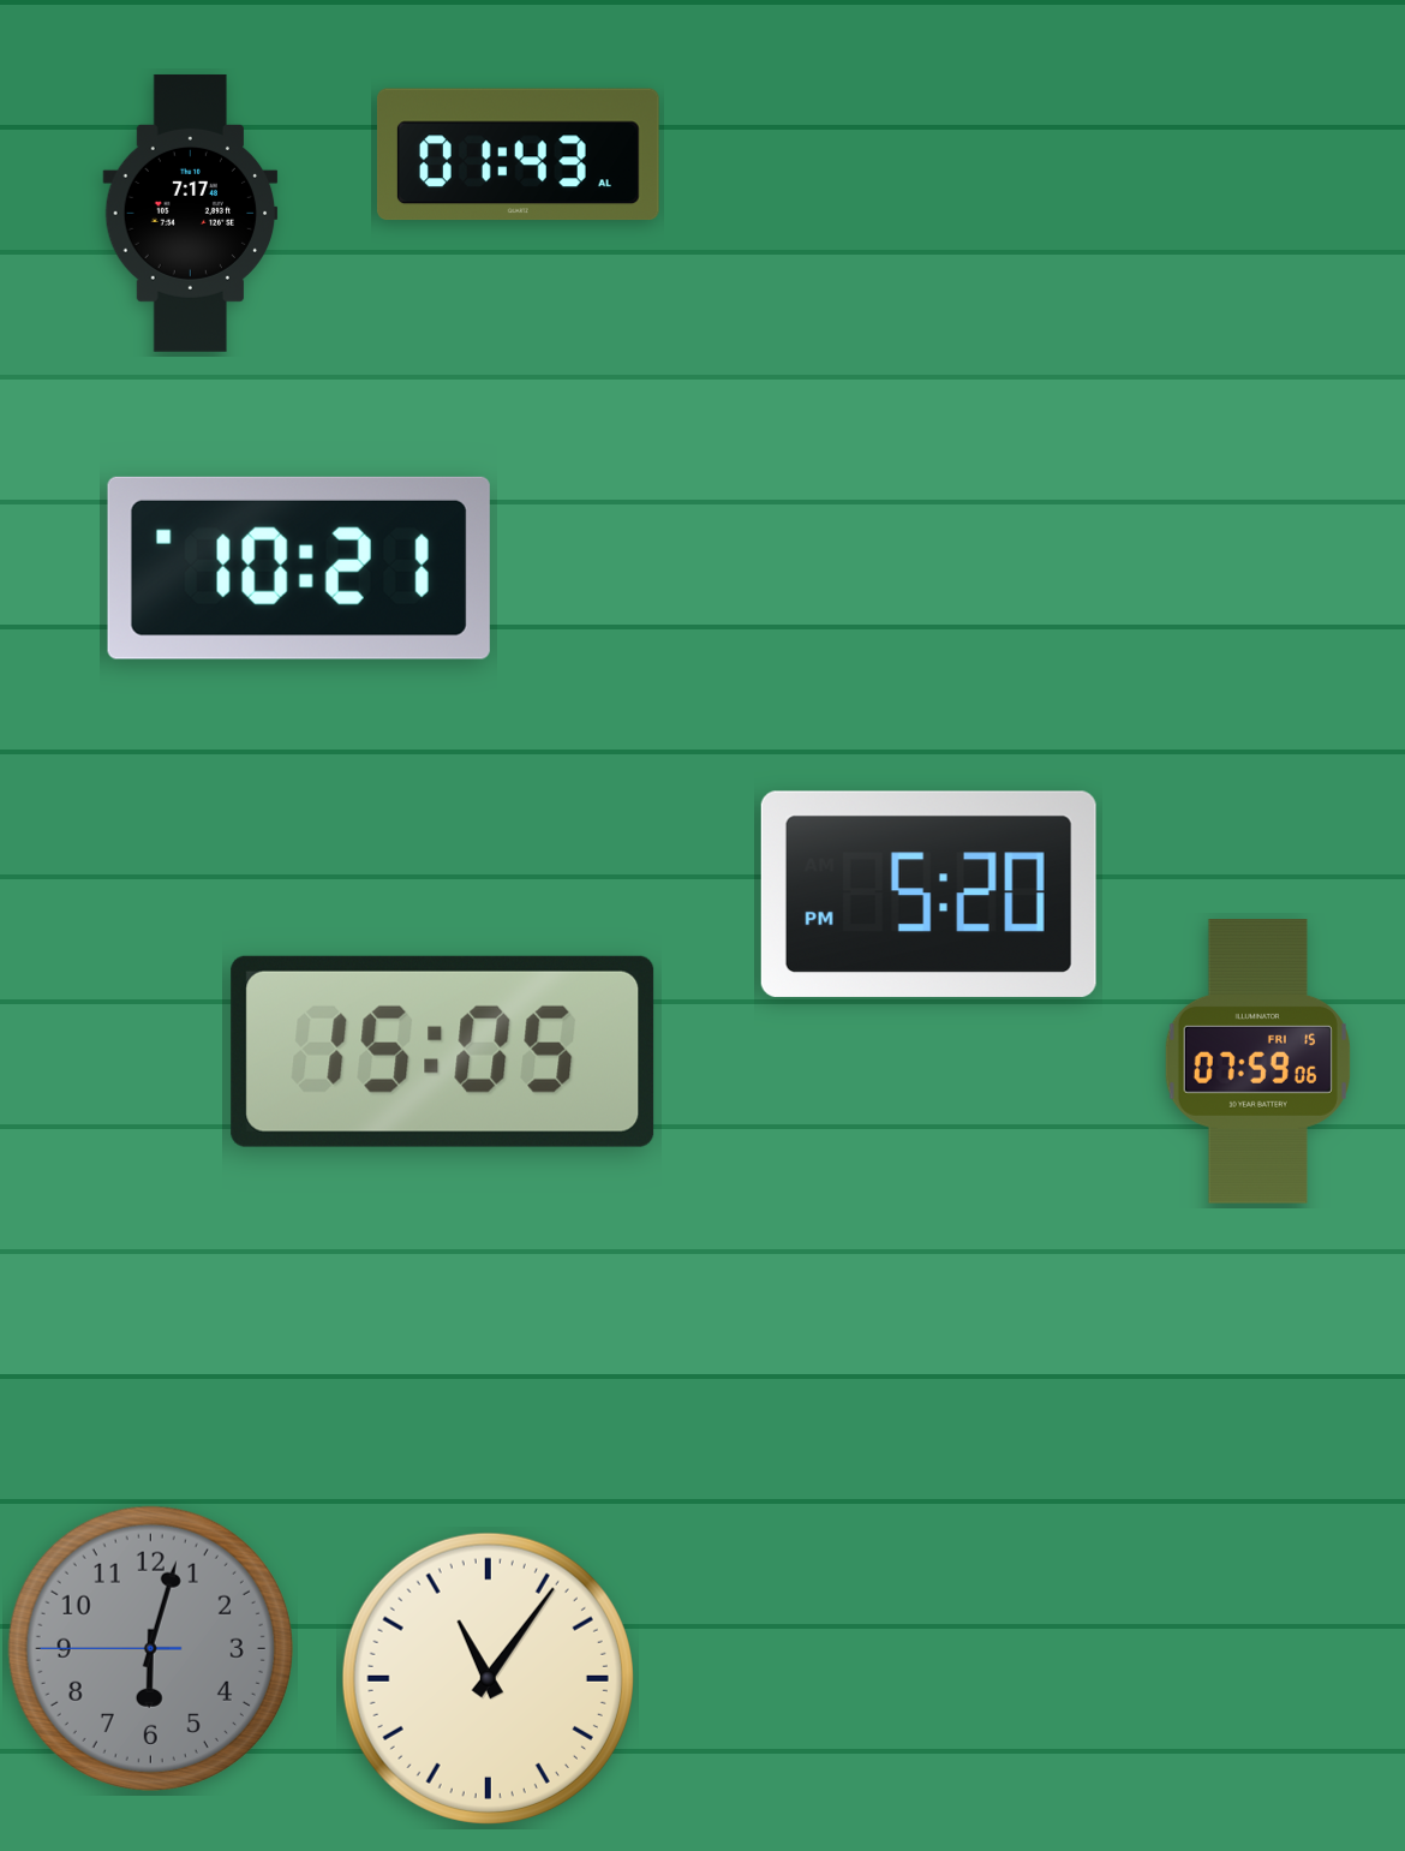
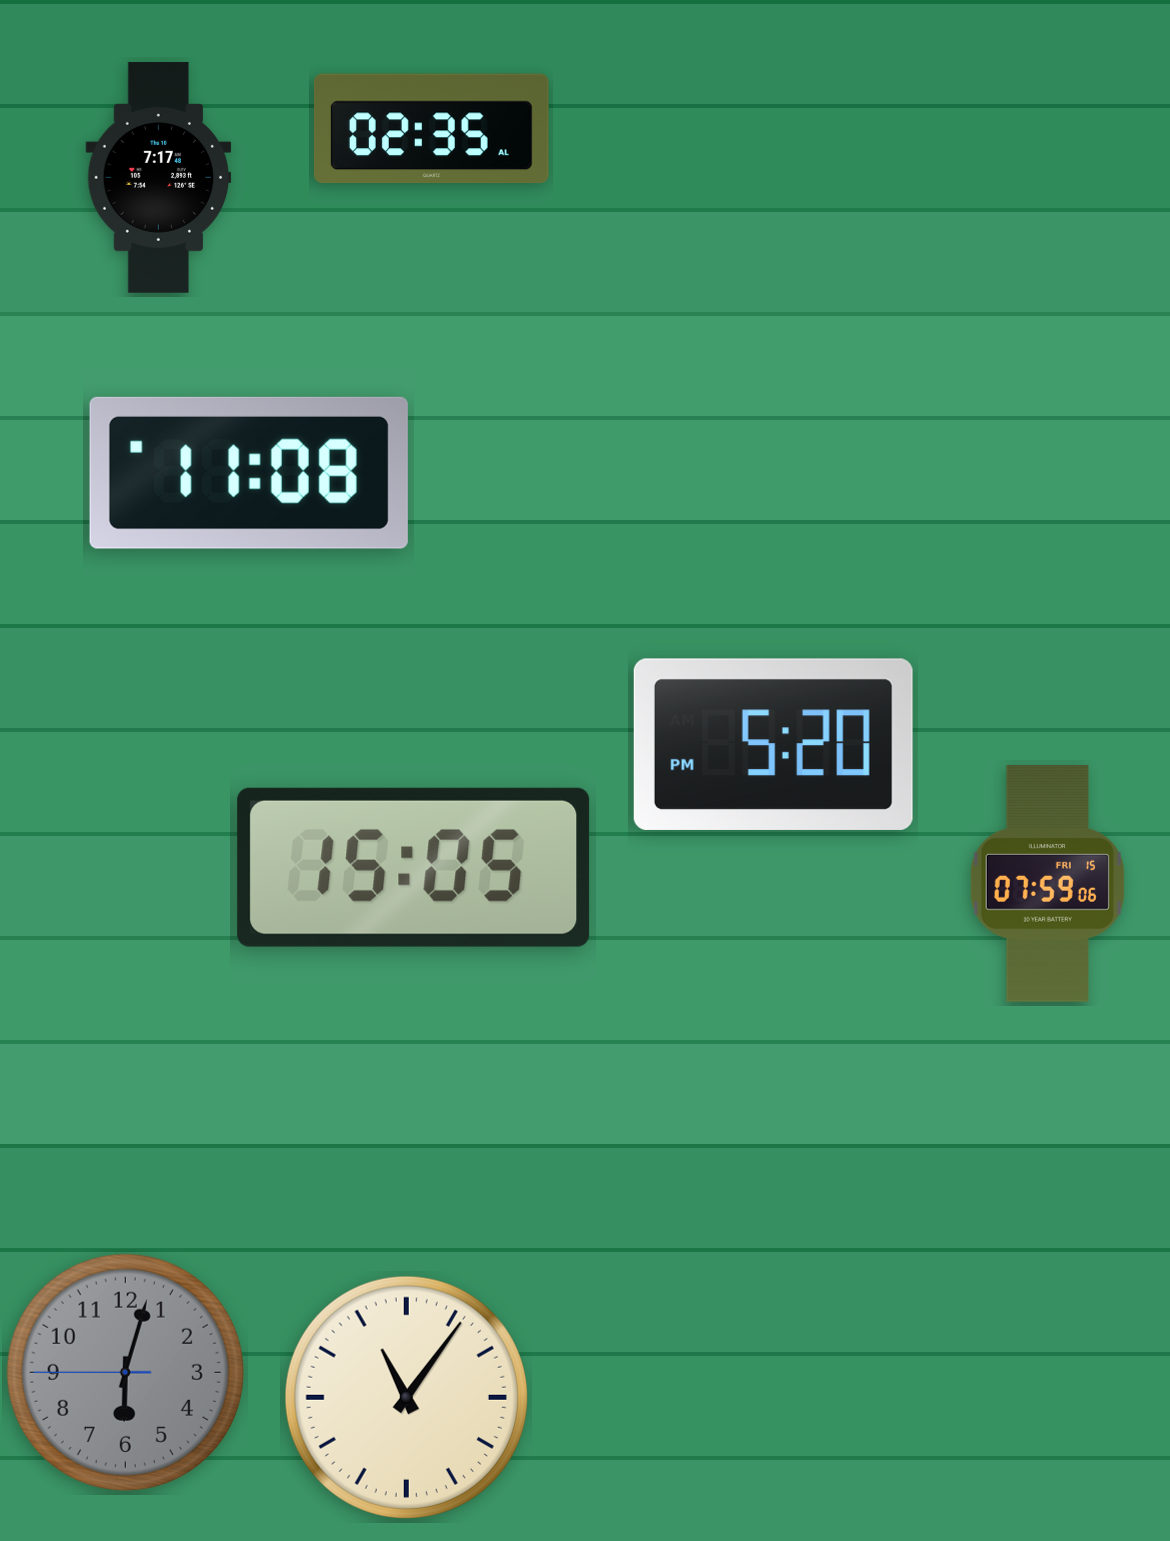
clock at (518, 155): 01:43 -> 02:35
clock at (299, 568): 10:21 -> 11:08
clock at (443, 1051) position: (443, 1051) -> (414, 867)
